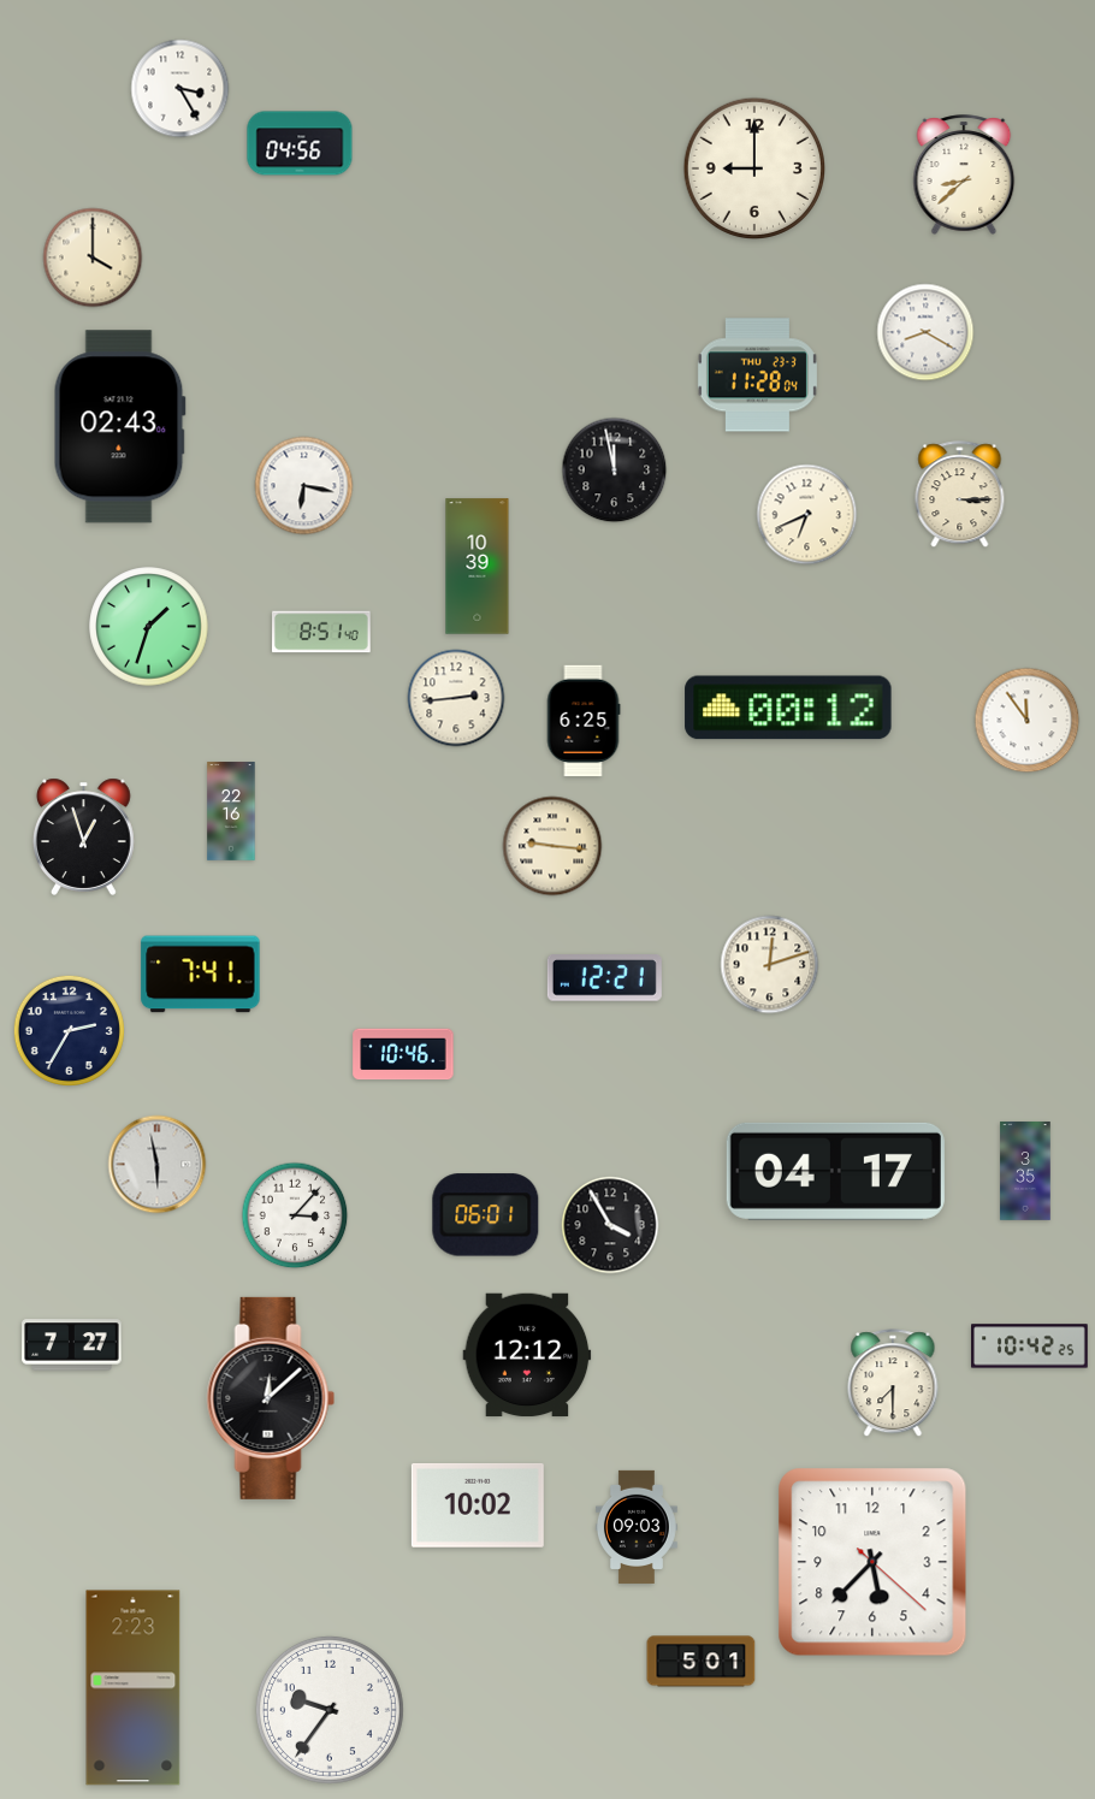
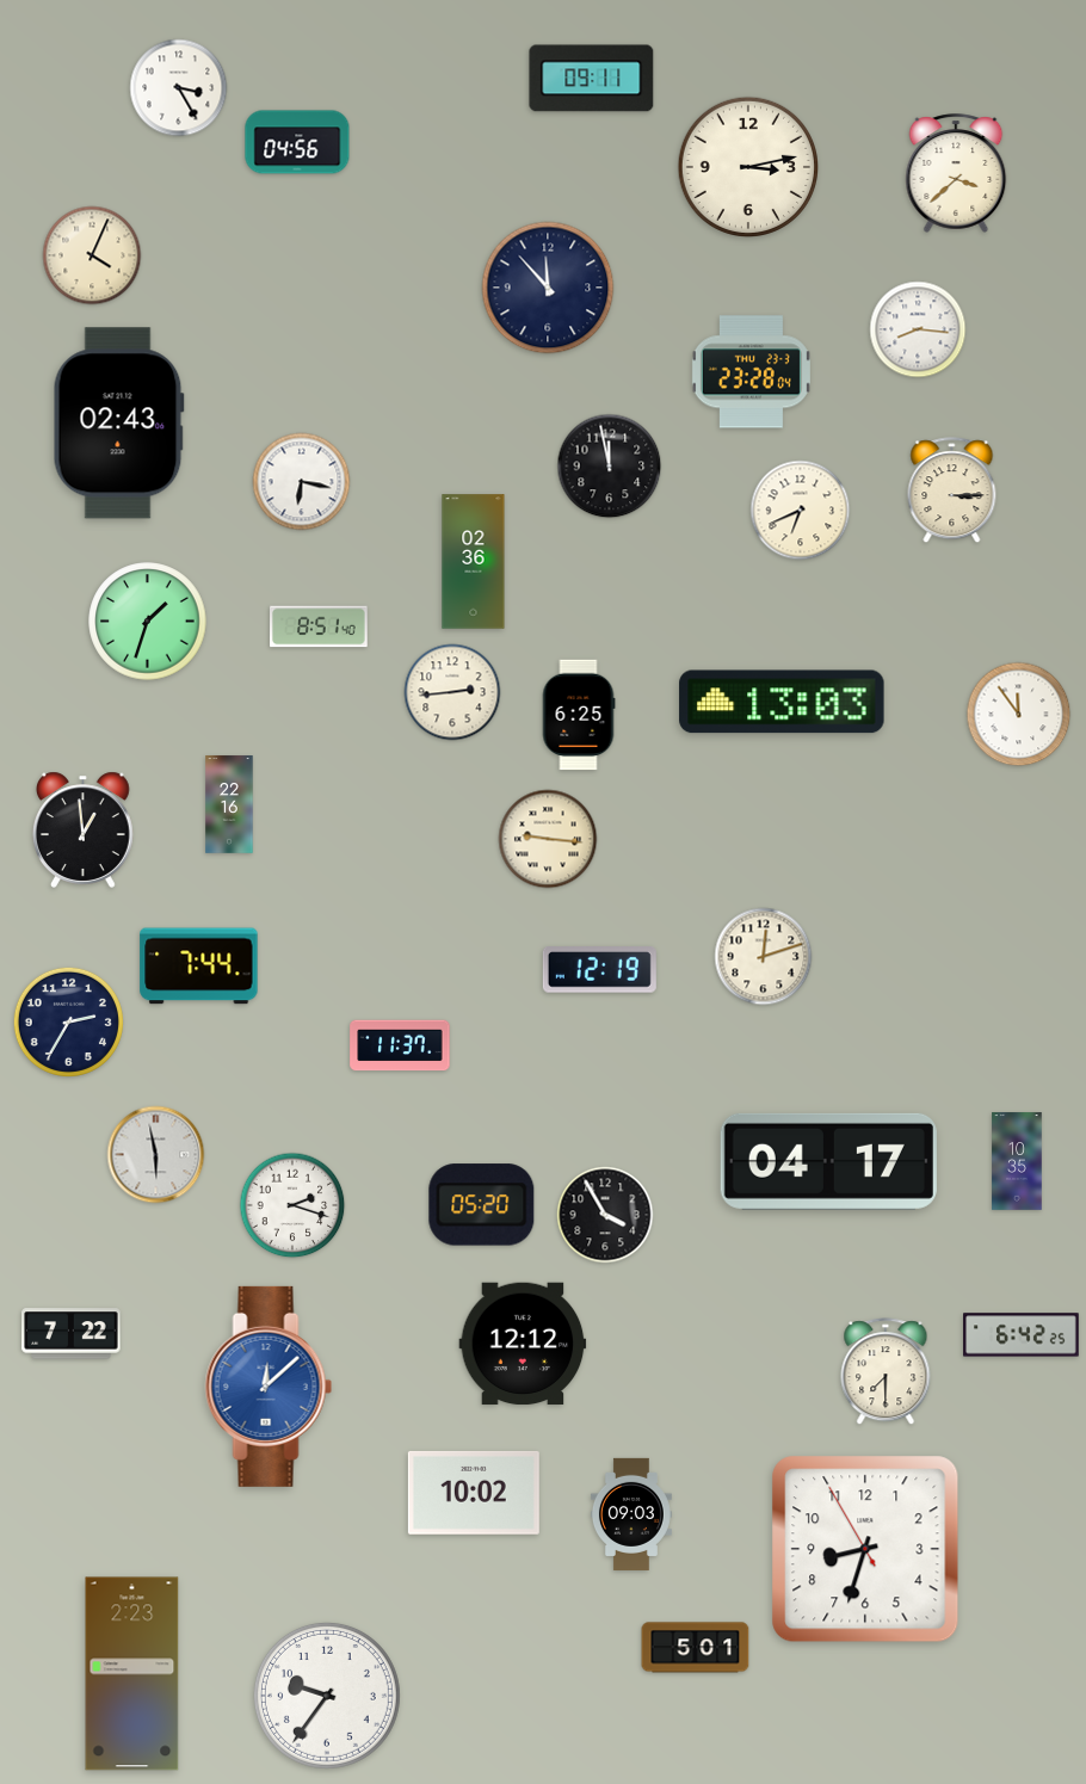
clock at (592, 79): none -> 09:11
clock at (753, 167): 9:00 -> 3:13
clock at (964, 174): 8:38 -> 3:38
clock at (93, 258): 4:00 -> 4:04
clock at (548, 288): none -> 11:53
clock at (925, 332): 8:20 -> 8:16
clock at (757, 375): 11:28 -> 23:28
clock at (478, 567): 10:39 -> 02:36
clock at (788, 708): 00:12 -> 13:03
clock at (84, 836): 12:57 -> 12:59
clock at (201, 975): 7:41 -> 7:44
clock at (604, 978): 12:21 -> 12:19
clock at (403, 1054): 10:46 -> 11:37
clock at (1025, 1171): 3:35 -> 10:35
clock at (295, 1215): 3:07 -> 2:18
clock at (486, 1215): 06:01 -> 05:20
clock at (72, 1345): 7:27 -> 7:22
clock at (1030, 1347): 10:42 -> 6:42
clock at (271, 1398) dial: black -> blue
clock at (872, 1562): 5:37 -> 8:32
